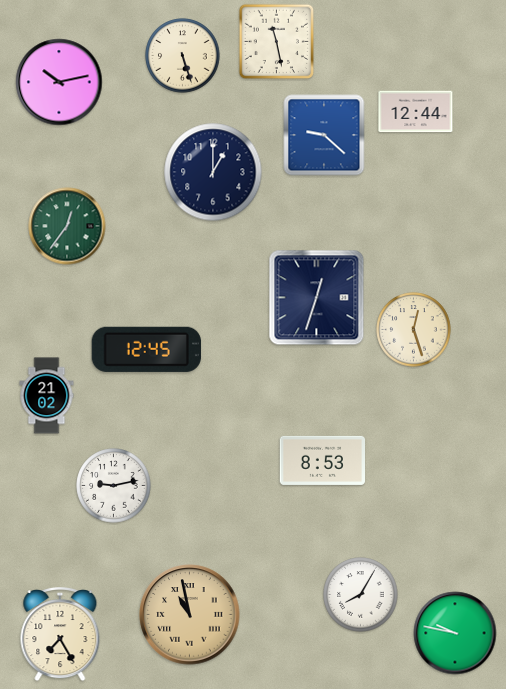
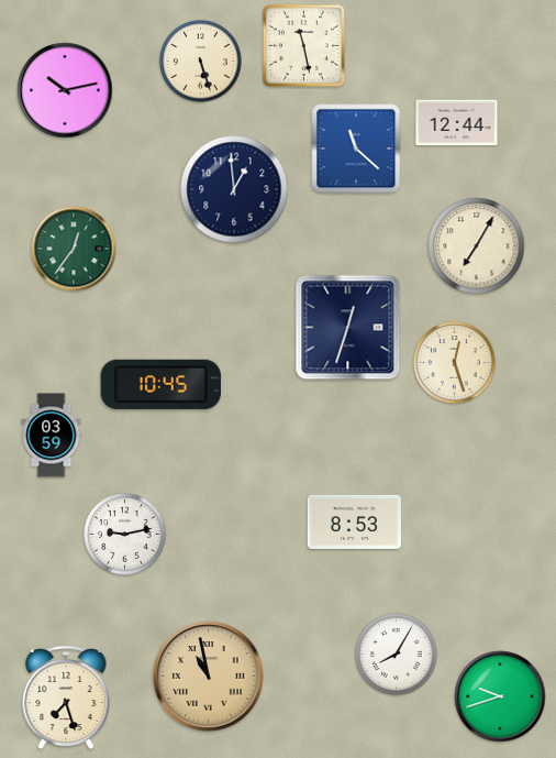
clock at (324, 135): 9:22 -> 11:22
clock at (213, 172): 1:00 -> 12:59
clock at (477, 246): none -> 7:05
clock at (146, 349): 12:45 -> 10:45
clock at (47, 396): 21:02 -> 03:59
clock at (323, 460) position: (323, 460) -> (355, 521)
clock at (455, 633): 9:47 -> 9:42
clock at (60, 635): 7:25 -> 7:27
